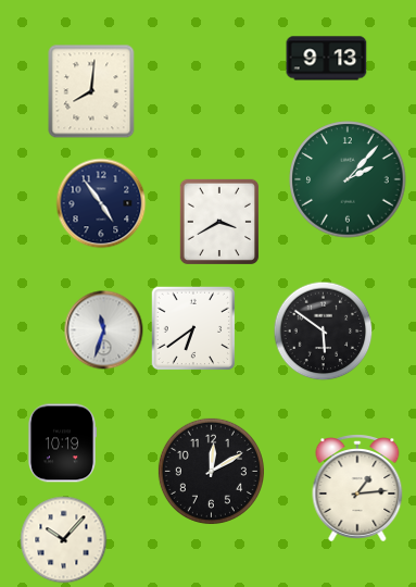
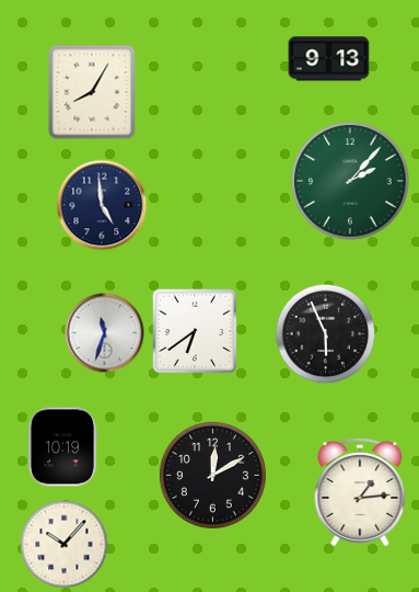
clock at (91, 91): 8:01 -> 8:05
clock at (101, 203): 4:54 -> 4:59
clock at (218, 221): 3:40 -> none
clock at (324, 332): 5:51 -> 5:56
